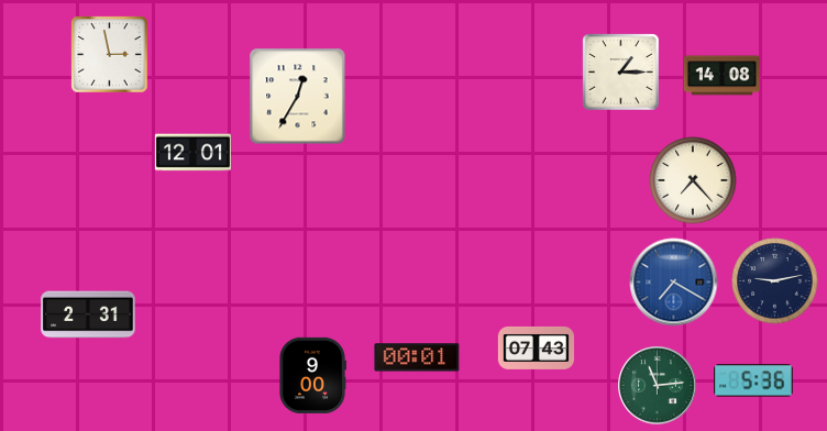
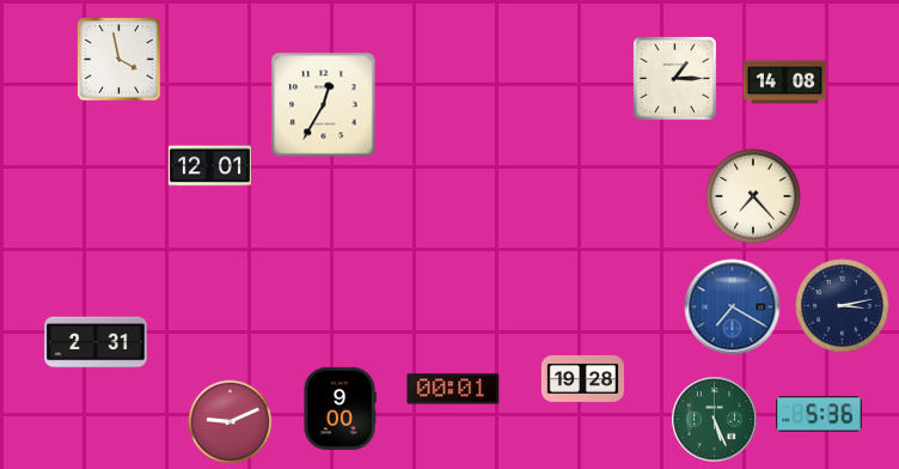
clock at (110, 55): 2:58 -> 3:58
clock at (775, 281): 9:13 -> 3:13
clock at (536, 347): 07:43 -> 19:28
clock at (658, 386): 11:14 -> 5:26
clock at (231, 422): none -> 9:11
